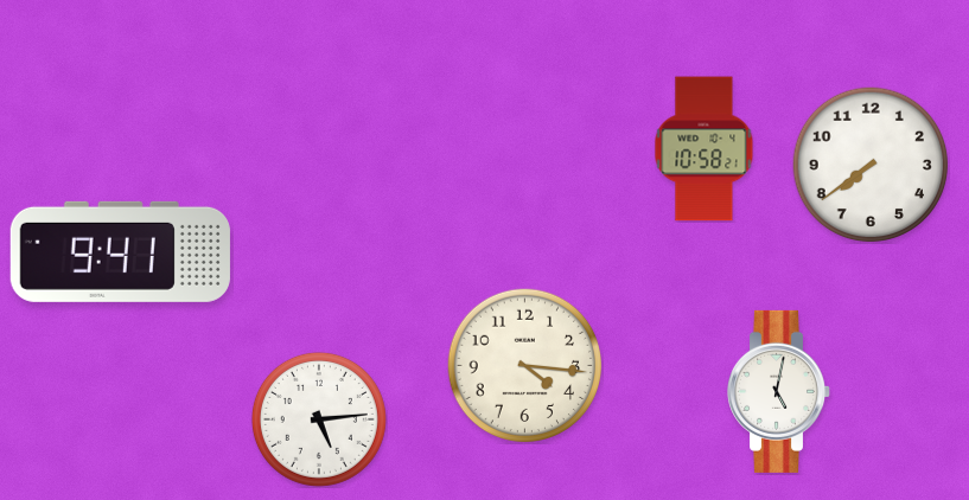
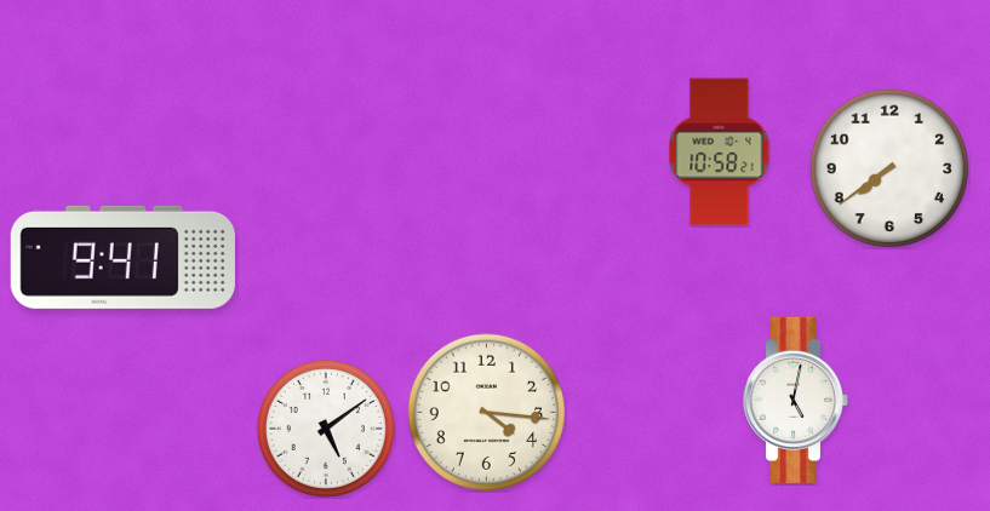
clock at (525, 366) position: (525, 366) -> (487, 413)
clock at (319, 419): 5:14 -> 5:09
